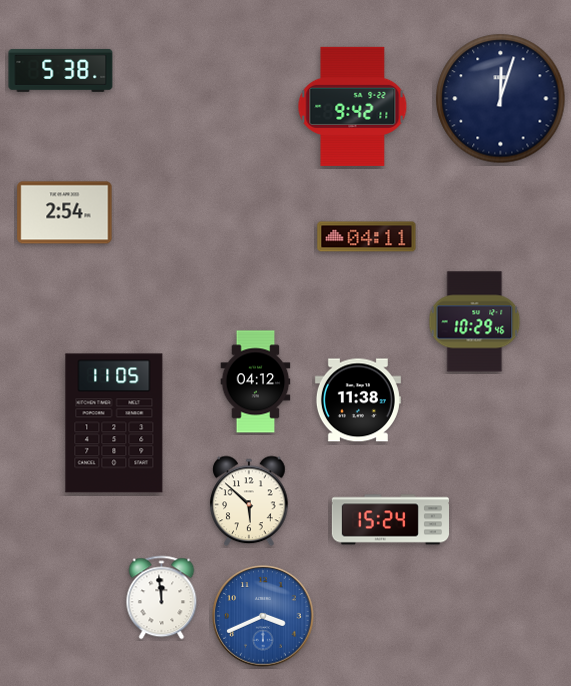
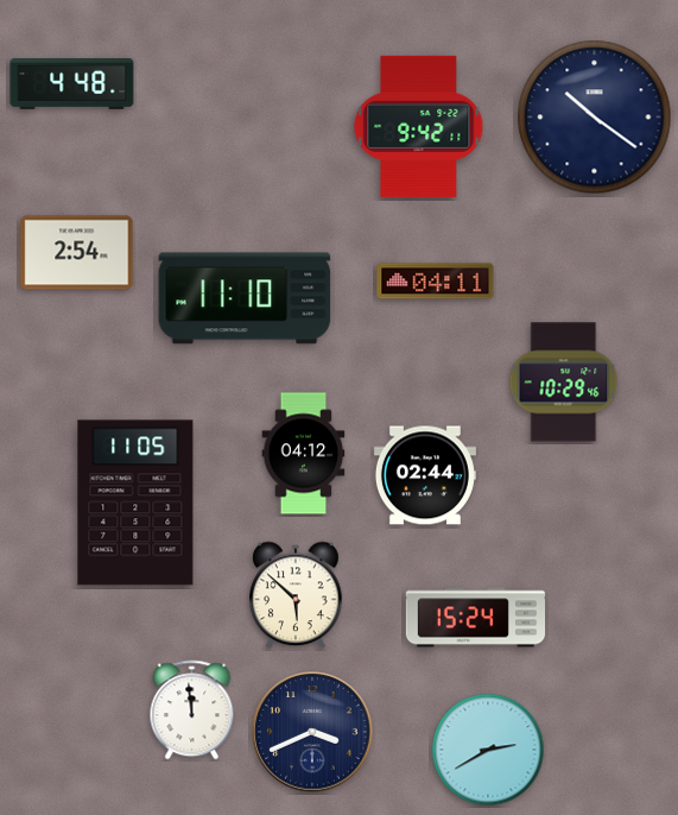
clock at (61, 70): 5:38 -> 4:48
clock at (501, 99): 12:03 -> 10:21
clock at (245, 298): none -> 11:10
clock at (358, 400): 11:38 -> 02:44
clock at (390, 520) position: (390, 520) -> (475, 618)
clock at (263, 616) dial: blue -> navy
clock at (488, 750): none -> 2:40
